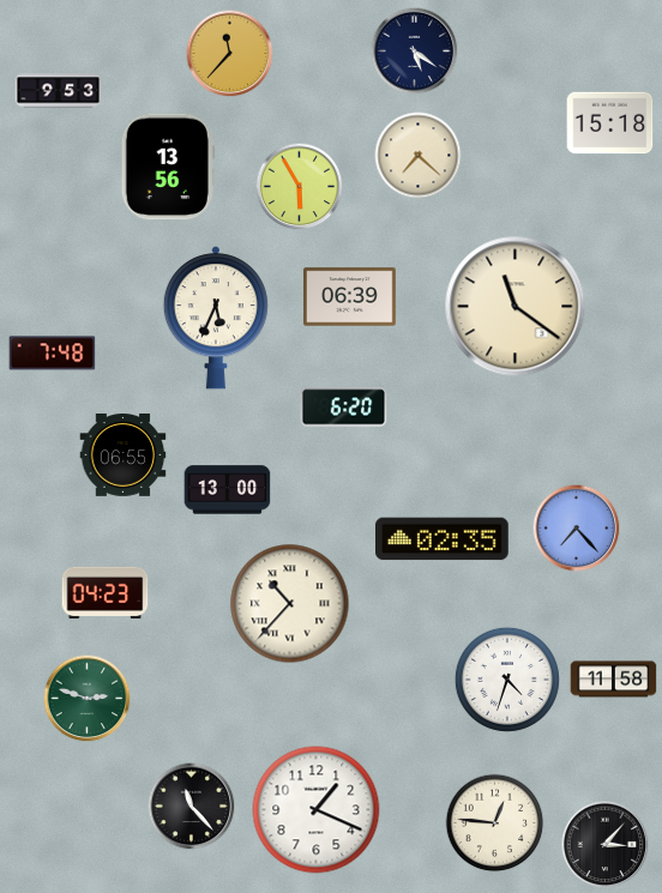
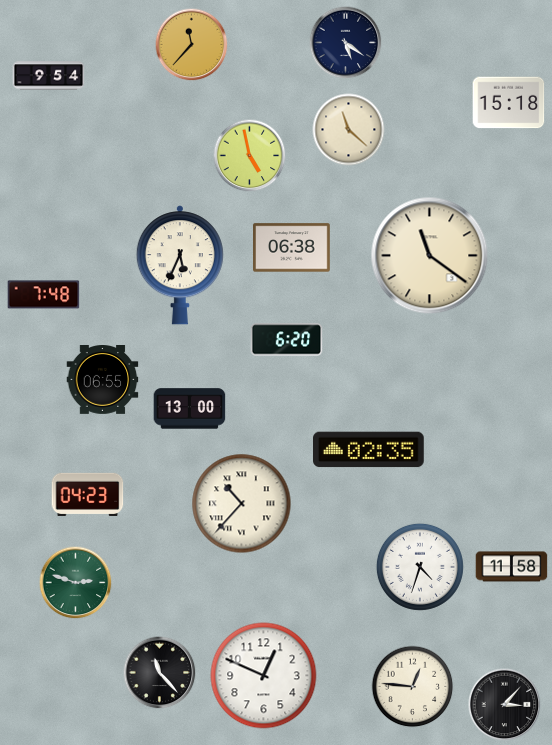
clock at (59, 91): 9:53 -> 9:54
clock at (419, 156): 7:22 -> 11:22
clock at (168, 167): 13:56 -> none
clock at (300, 187): 5:55 -> 4:58
clock at (350, 297): 06:39 -> 06:38
clock at (577, 529): 7:23 -> none
clock at (507, 680) position: (507, 680) -> (420, 567)
clock at (88, 699) position: (88, 699) -> (76, 583)
clock at (317, 810): 1:19 -> 12:49
